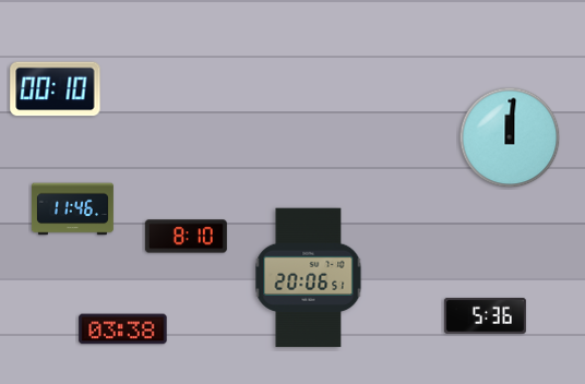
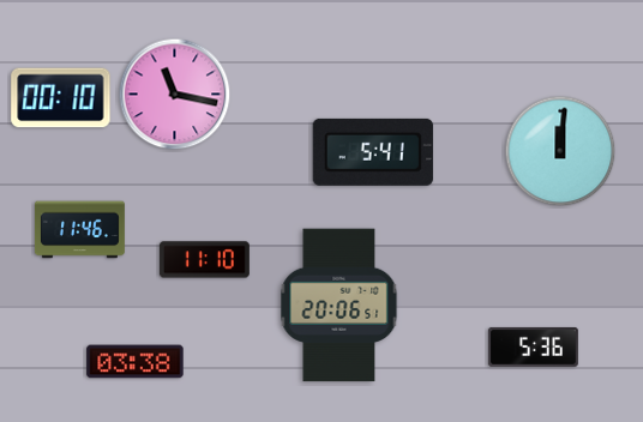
clock at (175, 95): none -> 11:17
clock at (373, 152): none -> 5:41
clock at (186, 237): 8:10 -> 11:10
